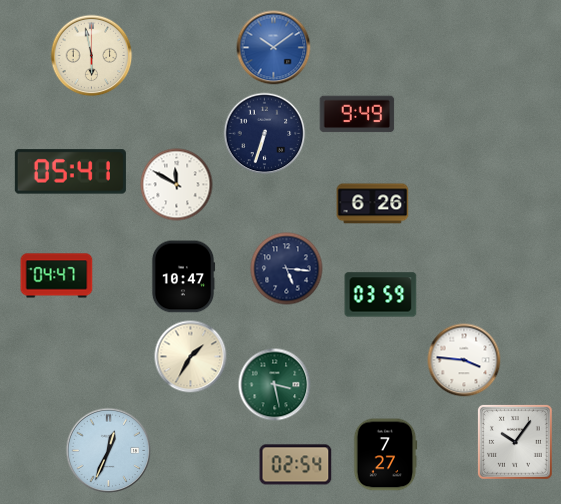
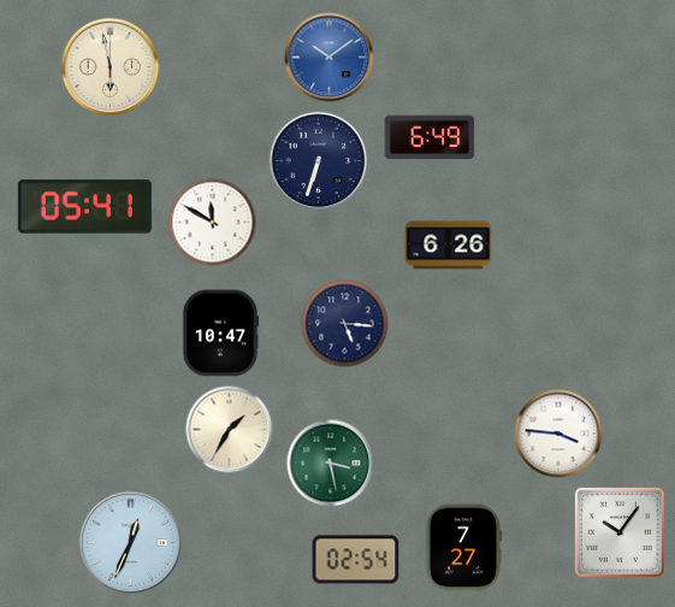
clock at (357, 114): 9:49 -> 6:49
clock at (57, 276): 04:47 -> none
clock at (381, 295): 03:59 -> none
